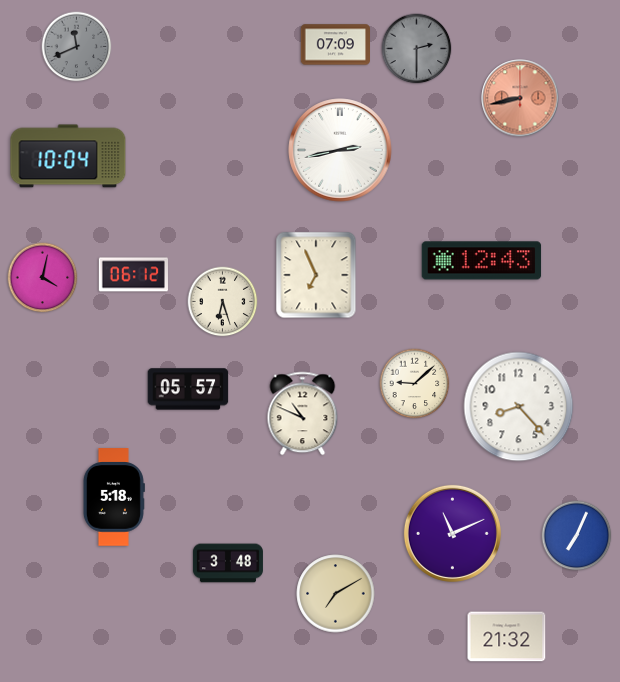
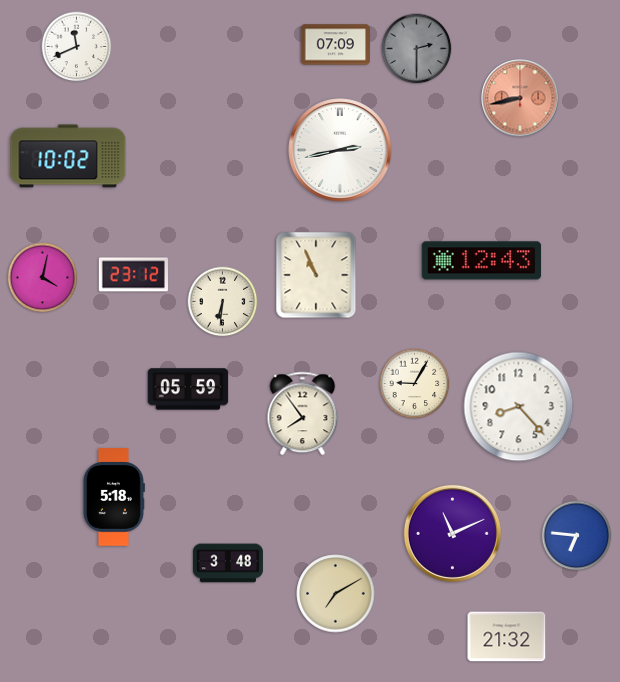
clock at (77, 47) dial: grey -> white
clock at (68, 156): 10:04 -> 10:02
clock at (133, 275): 06:12 -> 23:12
clock at (316, 275): 6:56 -> 10:56
clock at (223, 302): 6:27 -> 6:31
clock at (415, 384): 9:08 -> 9:05
clock at (188, 389): 05:57 -> 05:59
clock at (303, 414): 10:49 -> 7:54
clock at (577, 536): 7:04 -> 6:46
